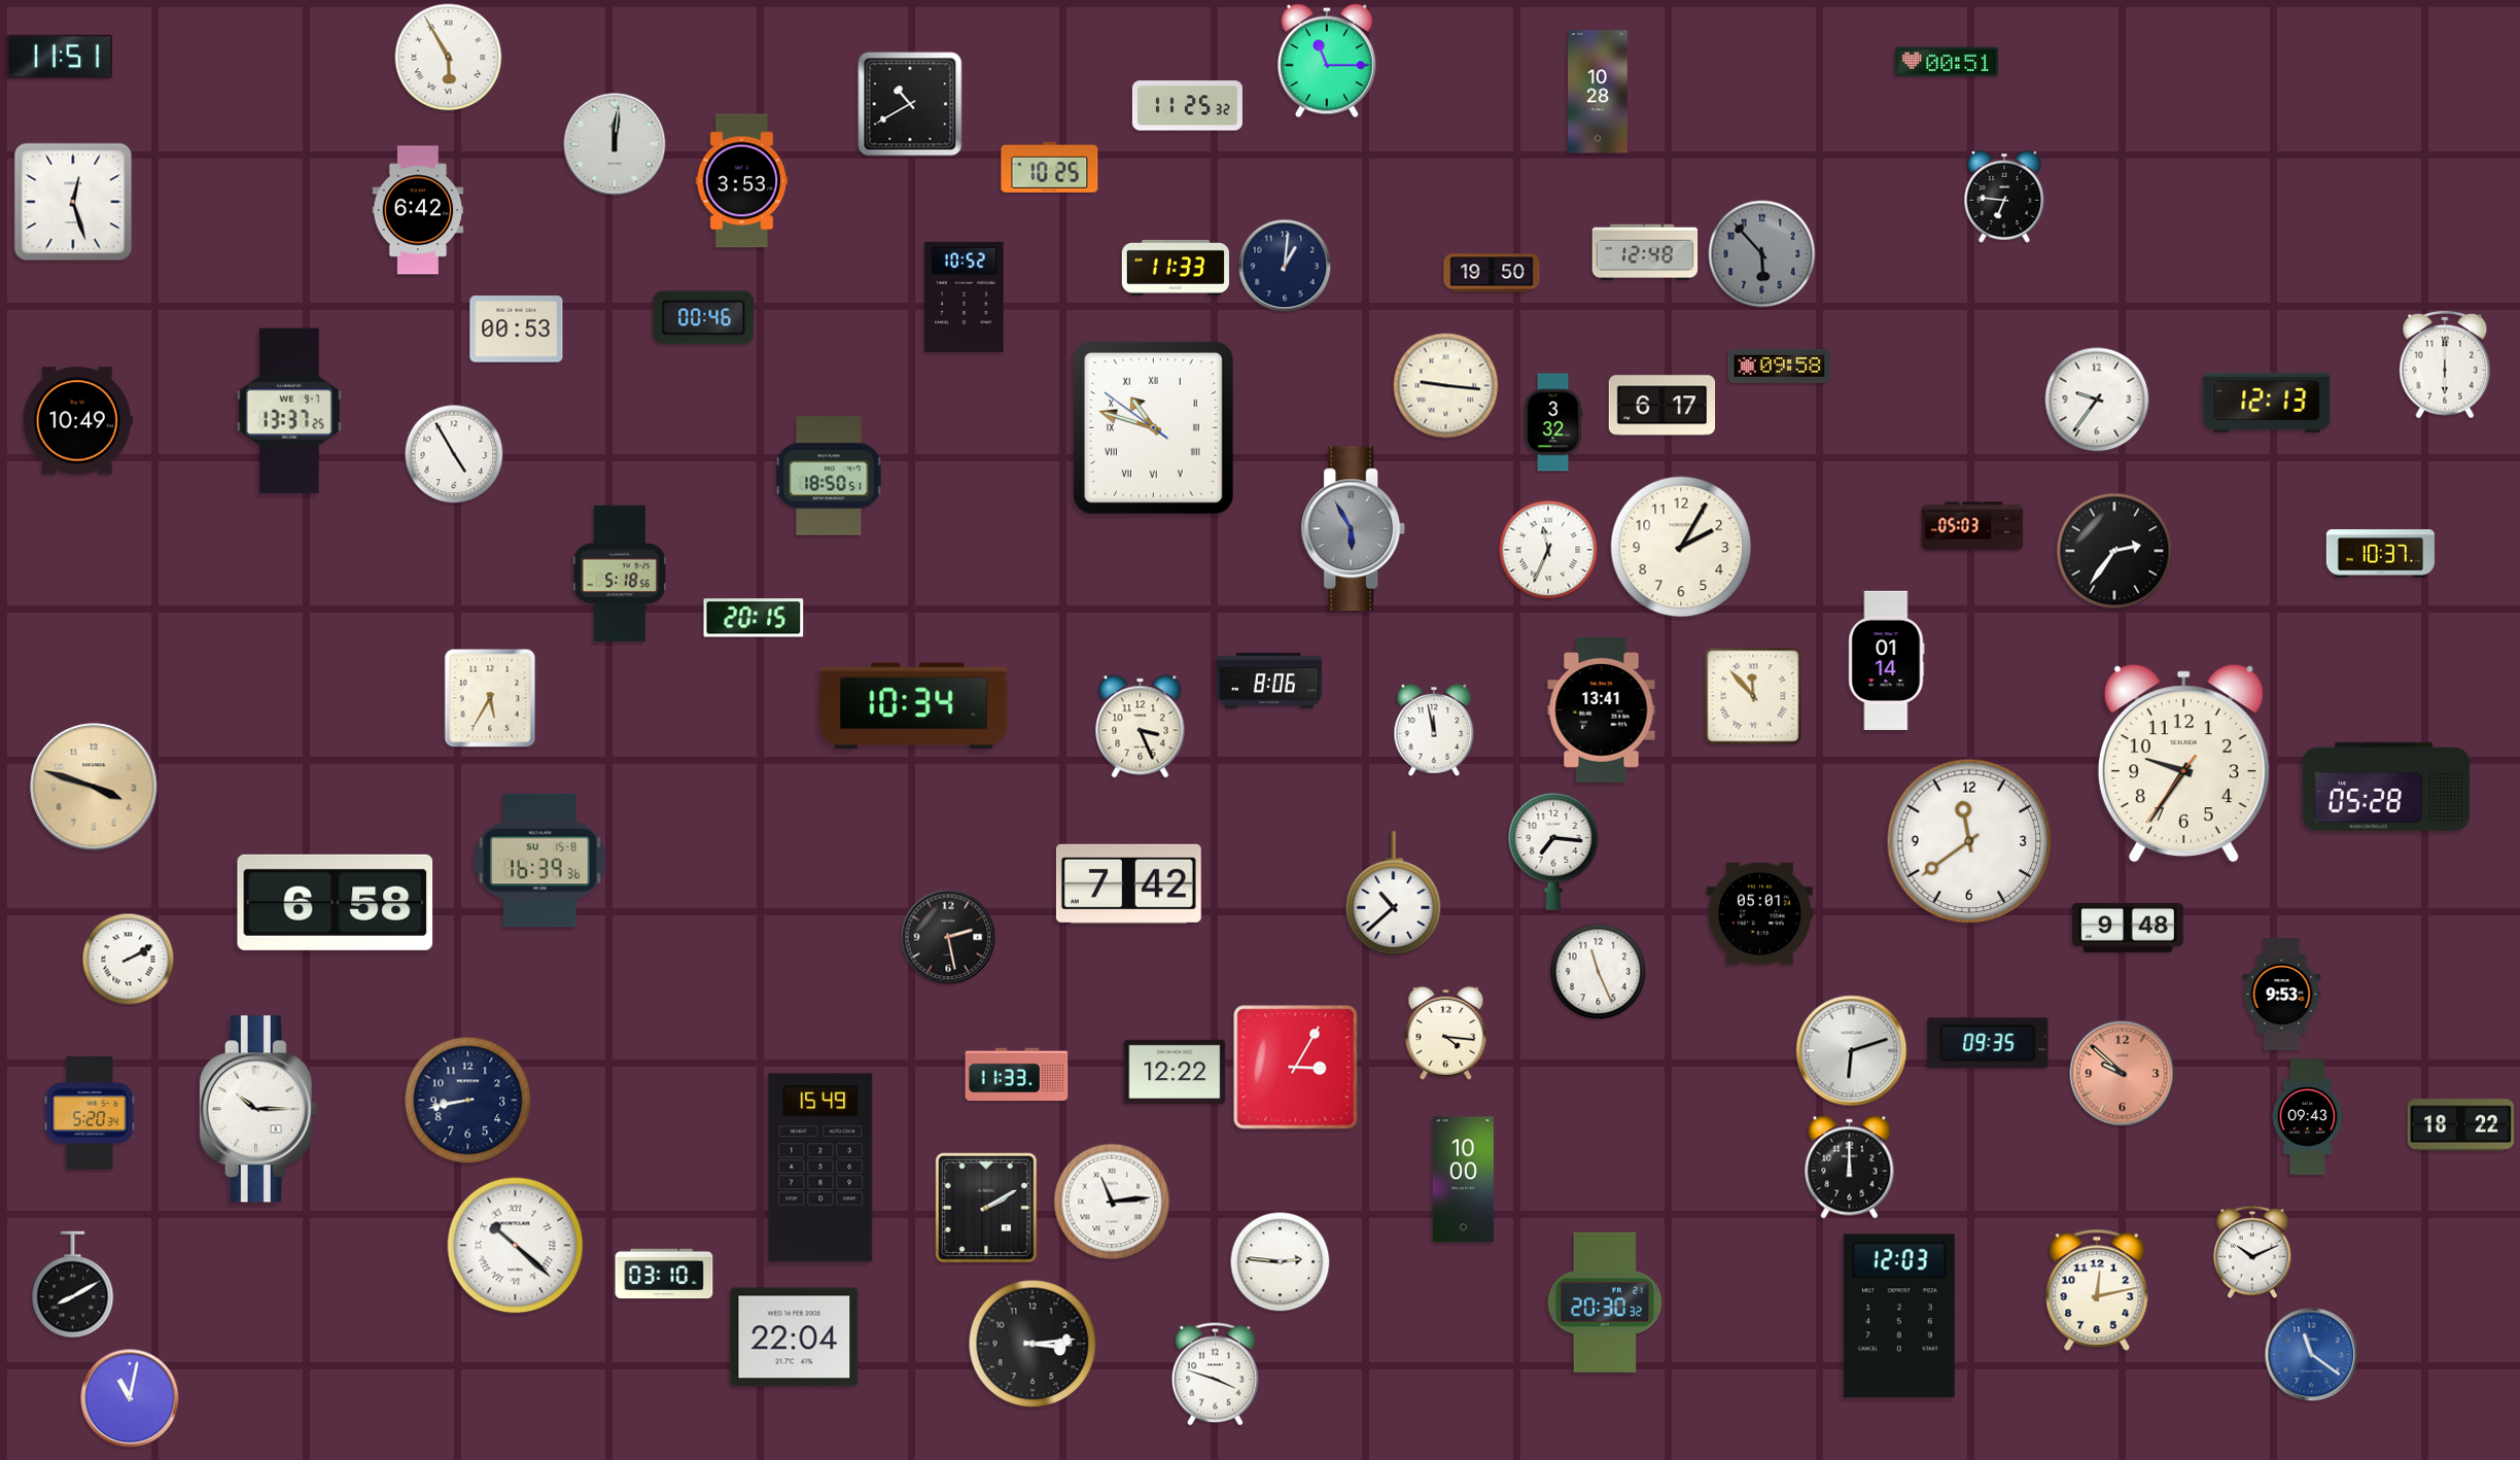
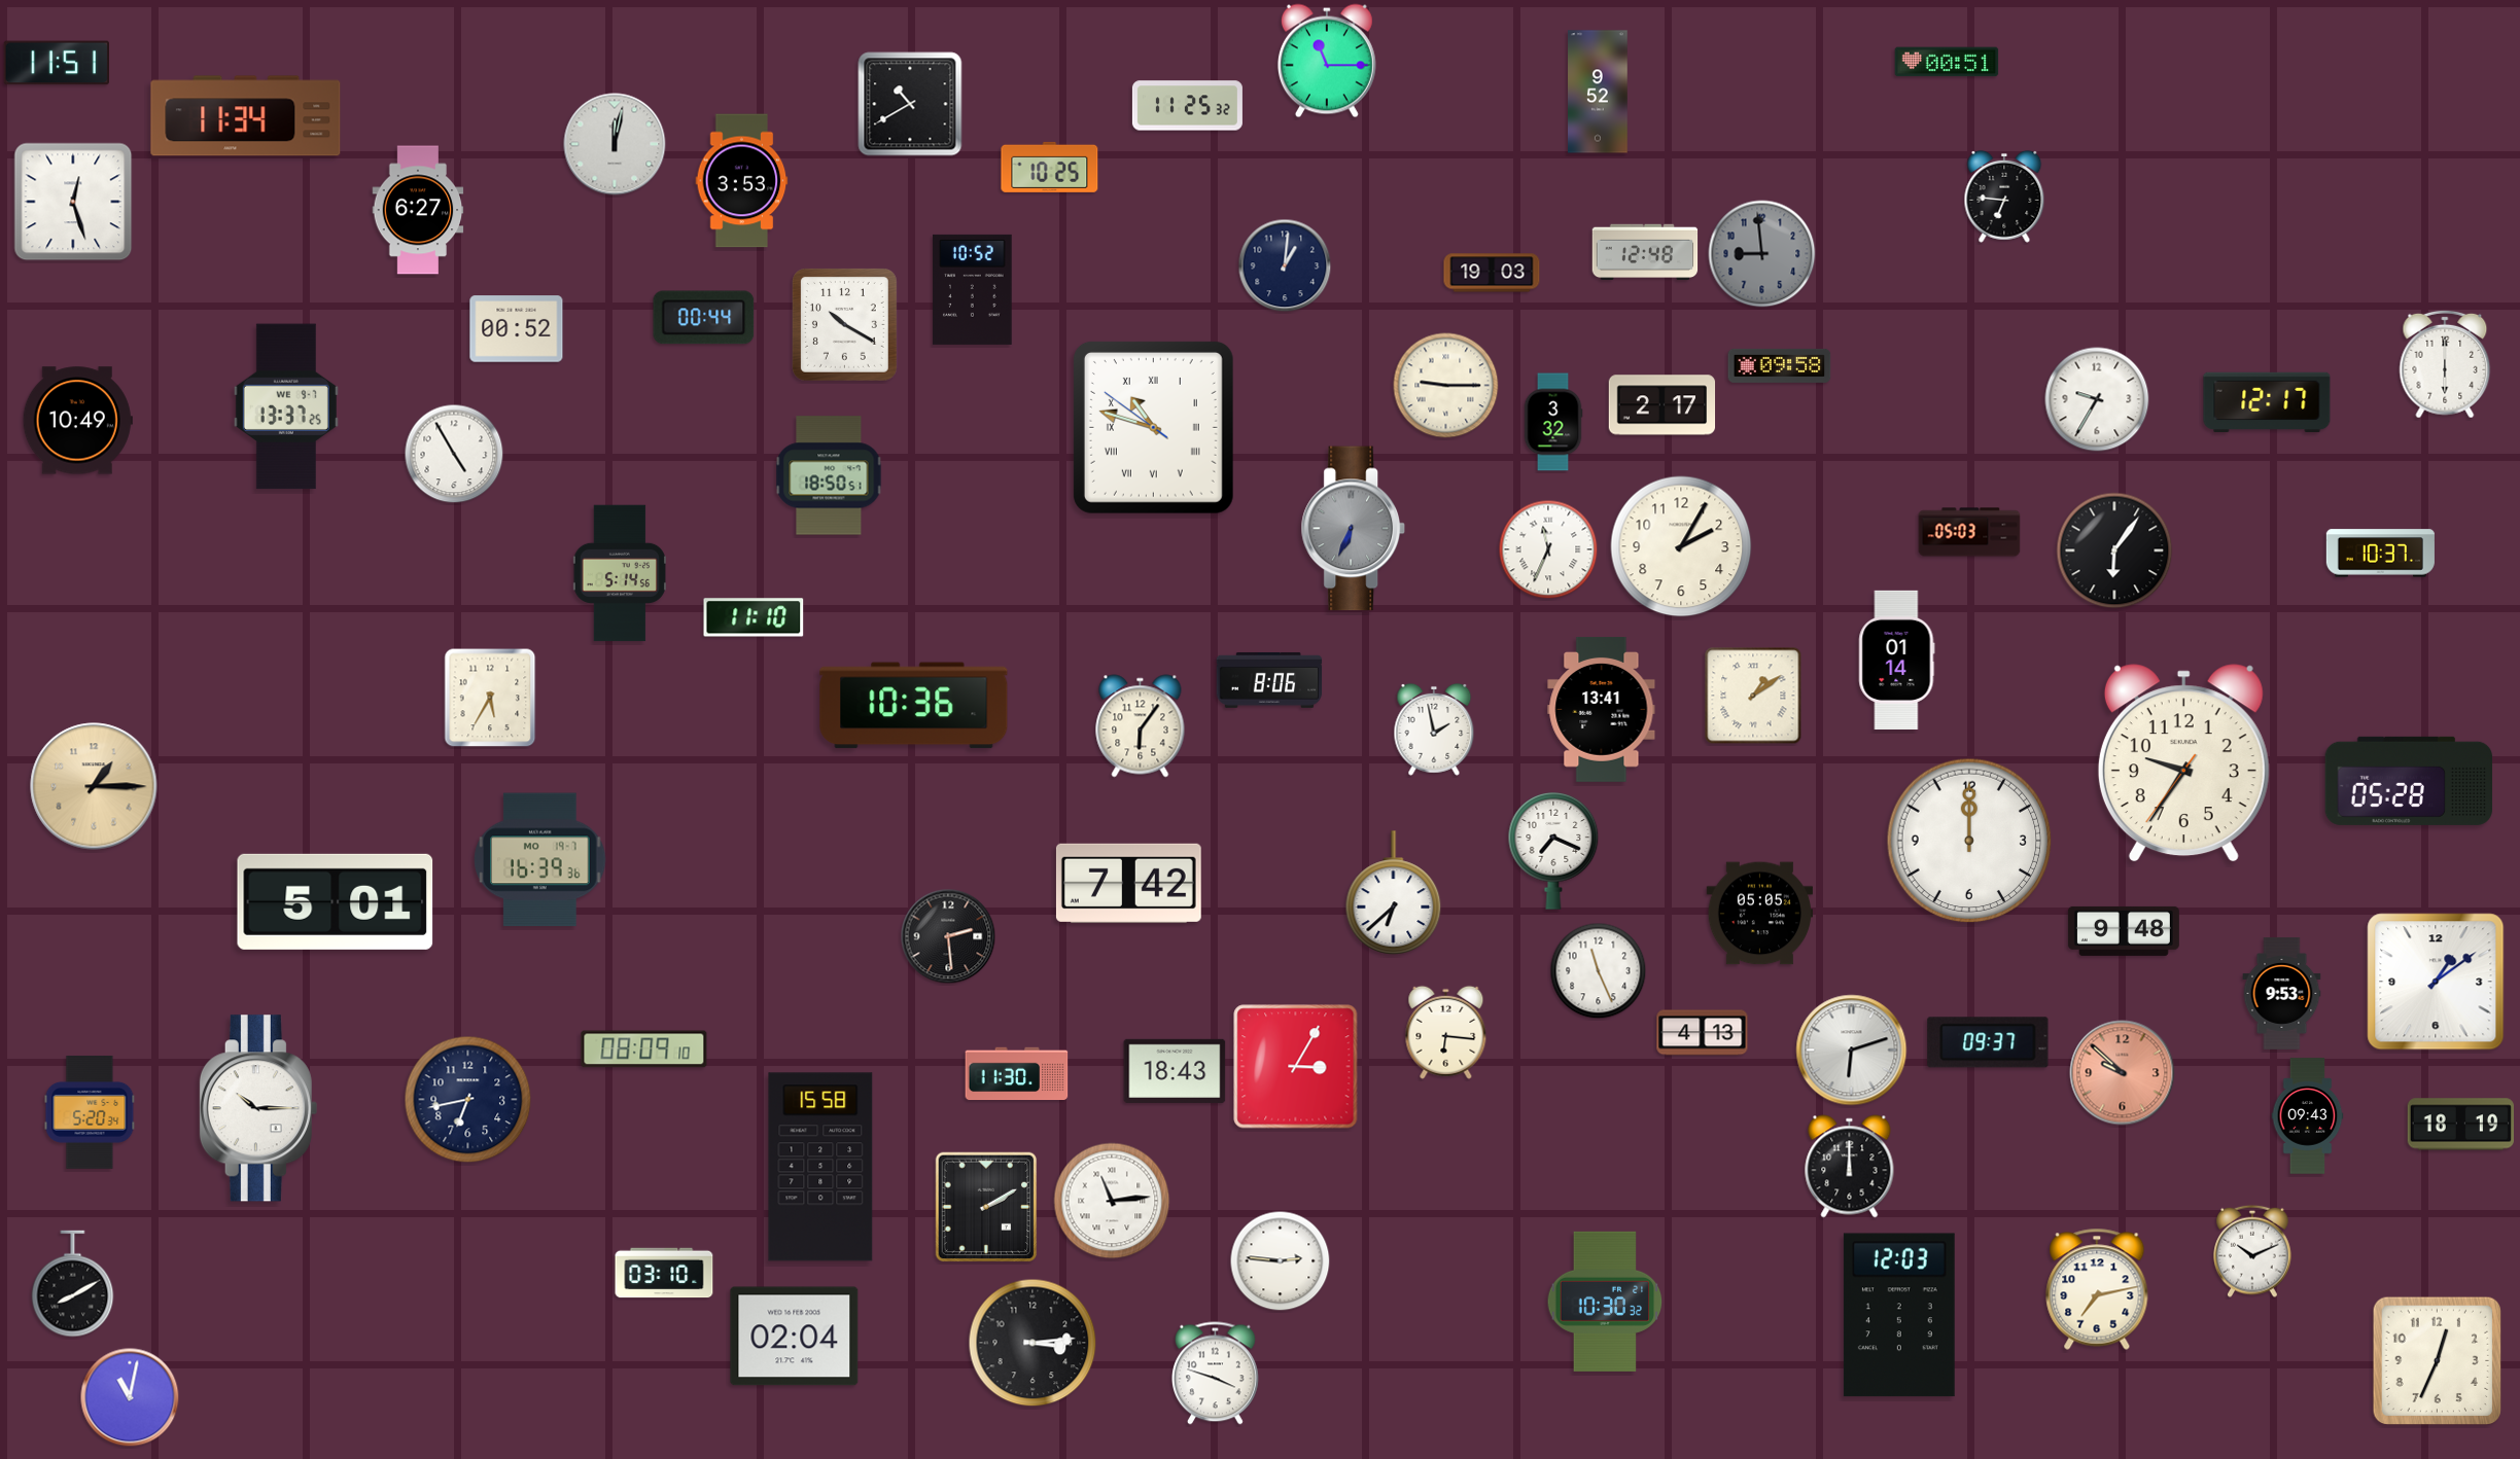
clock at (59, 57) position: (59, 57) -> (56, 63)
clock at (449, 58): 5:55 -> none
clock at (1598, 92): 10:28 -> 9:52
clock at (246, 116): none -> 11:34
clock at (615, 144): 12:01 -> 12:02
clock at (418, 210): 6:42 -> 6:27
clock at (1762, 254): 5:53 -> 8:59
clock at (1176, 268): 11:33 -> none
clock at (1492, 273): 19:50 -> 19:03
clock at (965, 297) position: (965, 297) -> (973, 289)
clock at (704, 318): 00:46 -> 00:44
clock at (844, 325): none -> 10:20
clock at (517, 329): 00:53 -> 00:52
clock at (1446, 386): 9:16 -> 9:15
clock at (2097, 399): 9:36 -> 9:35
clock at (2267, 403): 12:13 -> 12:17
clock at (1662, 406): 6:17 -> 2:17
clock at (289, 411) position: (289, 411) -> (286, 406)
clock at (1972, 526) position: (1972, 526) -> (1969, 532)
clock at (1353, 529): 5:55 -> 6:34
clock at (2114, 551): 2:36 -> 6:06
clock at (620, 573): 5:18 -> 5:14
clock at (754, 618): 20:15 -> 11:10
clock at (1887, 660) position: (1887, 660) -> (1897, 660)
clock at (1753, 696): 11:53 -> 1:09
clock at (914, 706): 10:34 -> 10:36
clock at (1141, 727): 3:26 -> 6:06
clock at (1434, 730): 11:58 -> 1:58
clock at (94, 787): 3:48 -> 1:15
clock at (2386, 787) position: (2386, 787) -> (2409, 781)
clock at (1969, 841): 11:39 -> 12:00
clock at (1553, 853): 7:16 -> 7:19
clock at (540, 861) date: SU 15-8 -> MO 19-7
clock at (1394, 894): 10:38 -> 6:38
clock at (336, 902): 6:58 -> 5:01
clock at (1759, 914): 05:01 -> 05:05
clock at (2128, 928) position: (2128, 928) -> (2124, 931)
clock at (948, 937): 2:28 -> 2:29
clock at (129, 960): 2:10 -> none
clock at (2436, 982): none -> 1:09
clock at (1446, 1033): 4:16 -> 6:16
clock at (1703, 1033): none -> 4:13
clock at (1988, 1043): 09:35 -> 09:37
clock at (644, 1049): none -> 08:09
clock at (1175, 1072): 12:22 -> 18:43
clock at (1017, 1075): 11:33 -> 11:30
clock at (468, 1101): 8:43 -> 6:43
clock at (2460, 1125): 18:22 -> 18:19
clock at (820, 1168): 15:49 -> 15:58
clock at (1463, 1180): 10:00 -> none
clock at (516, 1246): 10:22 -> none
clock at (2097, 1290): 12:13 -> 7:13
clock at (1605, 1302): 20:30 -> 10:30
clock at (795, 1337): 22:04 -> 02:04
clock at (2312, 1355): 11:21 -> none
clock at (2438, 1361): none -> 12:34
